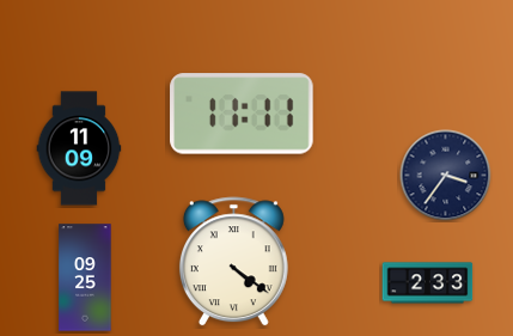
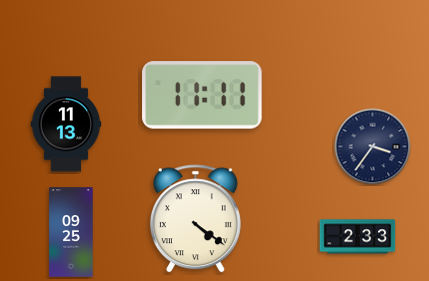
clock at (79, 148): 11:09 -> 11:13
